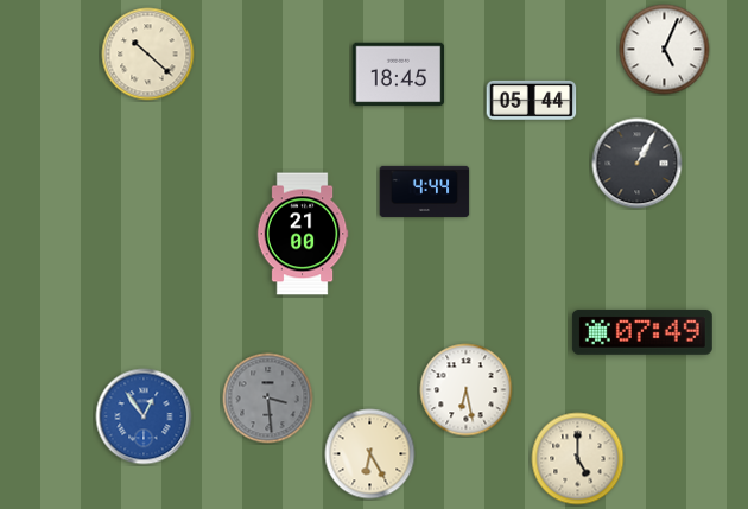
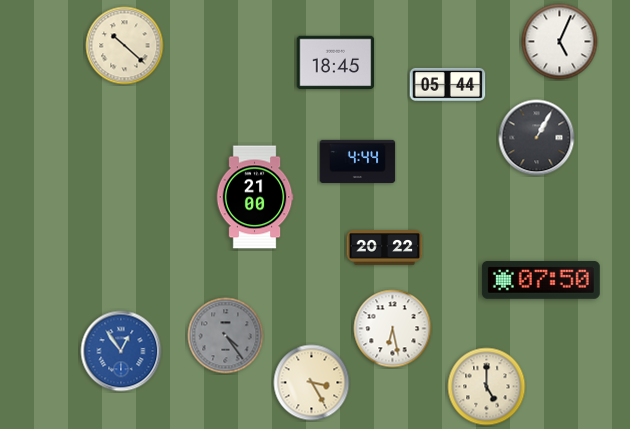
clock at (385, 248): none -> 20:22
clock at (642, 332): 07:49 -> 07:50
clock at (268, 399): 3:29 -> 4:24
clock at (370, 454): 6:25 -> 3:25
